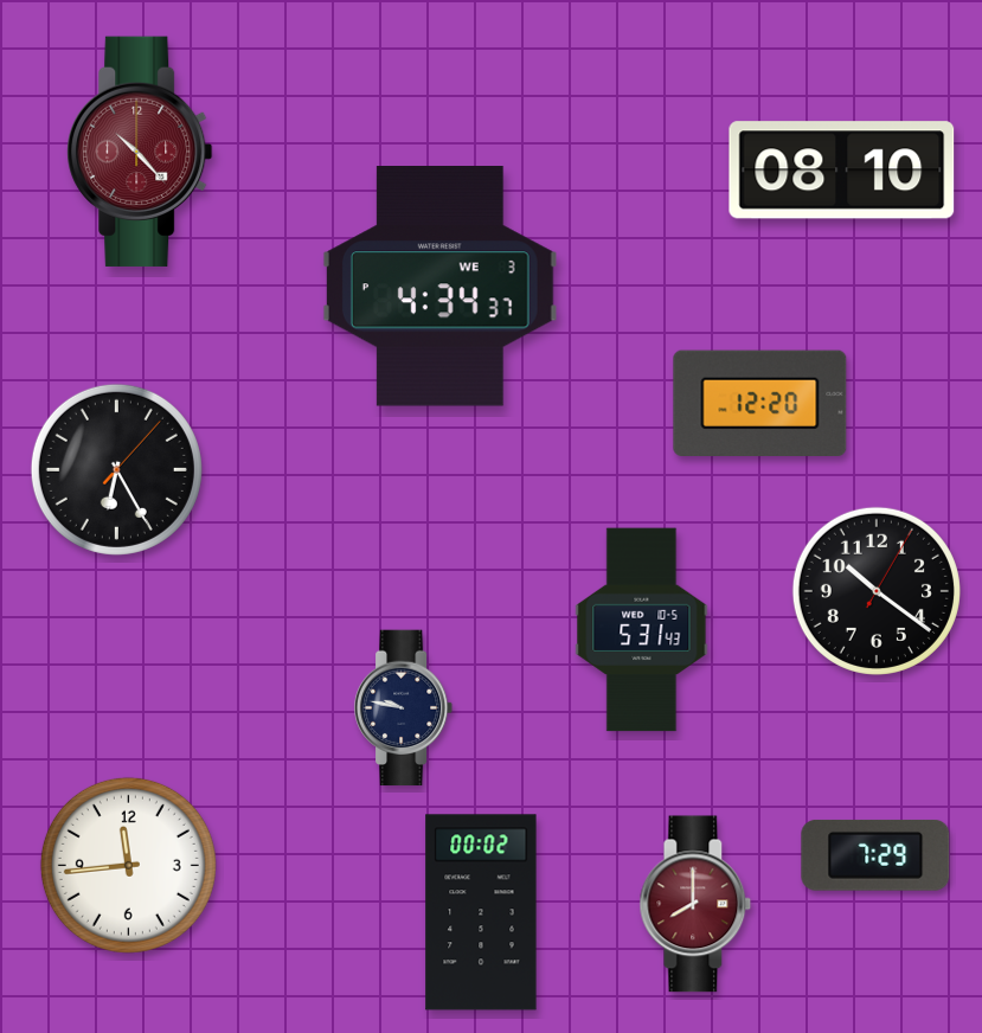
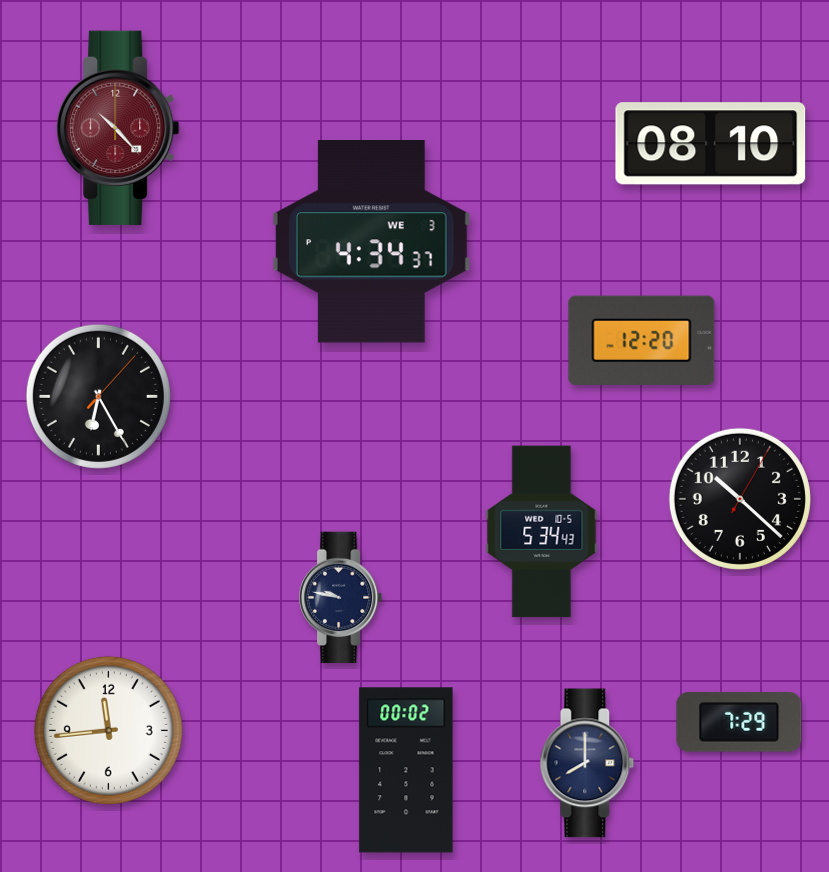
clock at (877, 591): 10:21 -> 10:22
clock at (642, 630): 5:31 -> 5:34
clock at (695, 904) dial: burgundy -> navy
